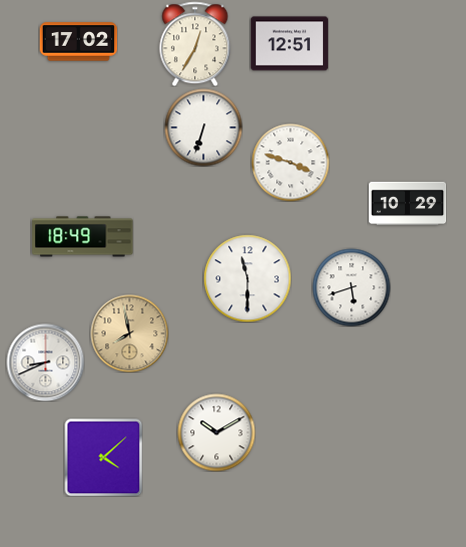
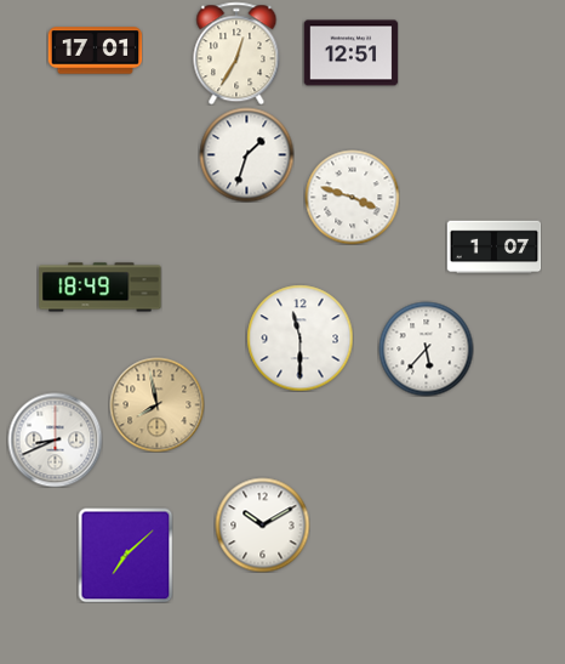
clock at (78, 42): 17:02 -> 17:01
clock at (203, 127): 6:33 -> 1:33
clock at (407, 204): 10:29 -> 1:07
clock at (351, 287): 5:42 -> 5:37
clock at (103, 457): 4:08 -> 7:08
